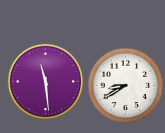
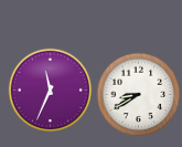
clock at (46, 82): 11:29 -> 11:34
